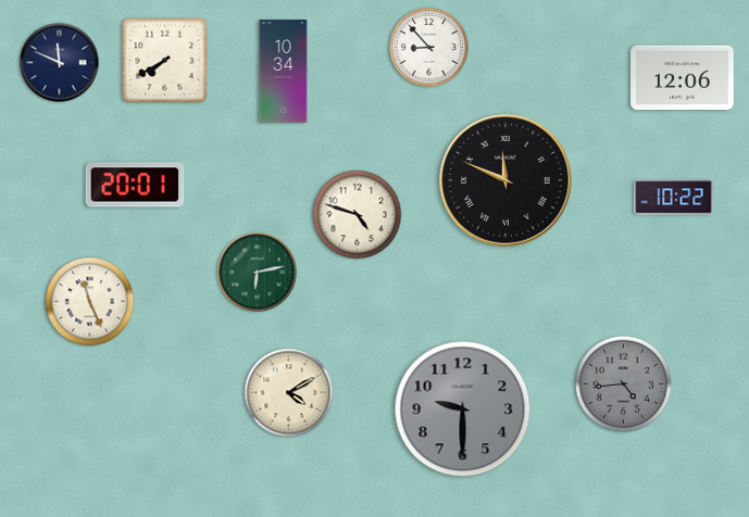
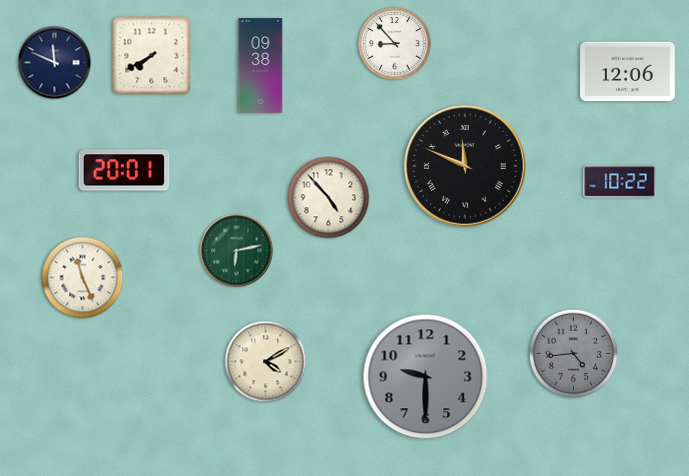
clock at (60, 63) position: (60, 63) -> (55, 63)
clock at (284, 72): 10:34 -> 09:38
clock at (358, 215): 4:48 -> 4:53
